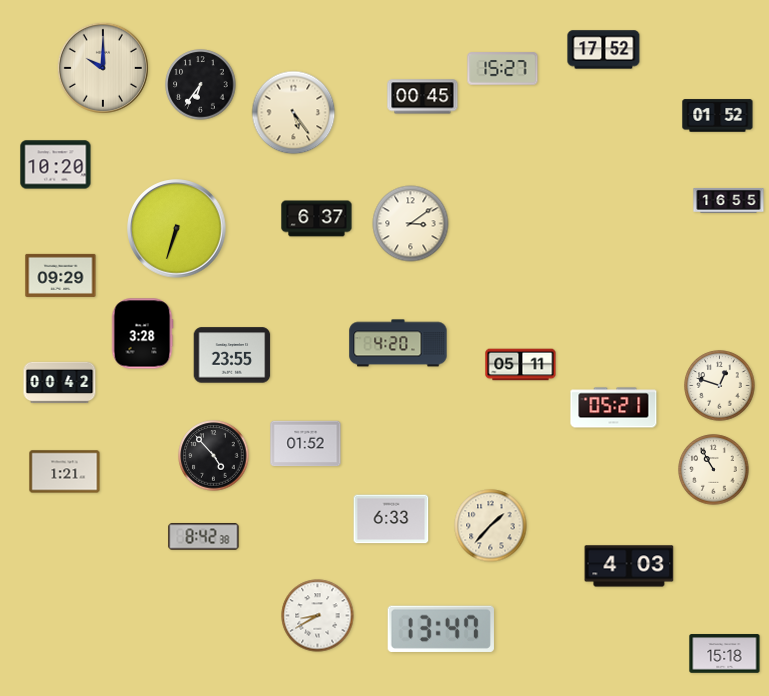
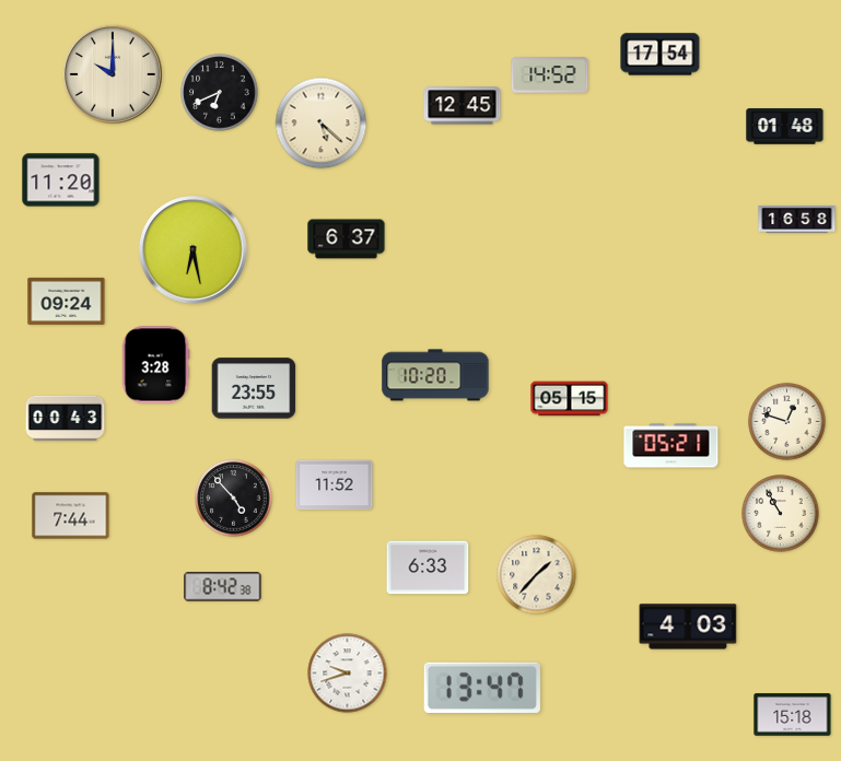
clock at (604, 50): 17:52 -> 17:54
clock at (503, 69): 15:27 -> 14:52
clock at (201, 85): 6:36 -> 6:41
clock at (423, 97): 00:45 -> 12:45
clock at (294, 113): 5:24 -> 5:22
clock at (718, 116): 01:52 -> 01:48
clock at (56, 165): 10:20 -> 11:20
clock at (729, 200): 16:55 -> 16:58
clock at (411, 224): 3:09 -> none
clock at (177, 229): 6:33 -> 6:28
clock at (61, 275): 09:29 -> 09:24
clock at (398, 343): 4:20 -> 10:20
clock at (521, 365): 05:11 -> 05:15
clock at (60, 383): 00:42 -> 00:43
clock at (306, 444): 01:52 -> 11:52
clock at (65, 472): 1:21 -> 7:44
clock at (629, 566) position: (629, 566) -> (688, 627)
clock at (318, 616): 8:40 -> 9:42
